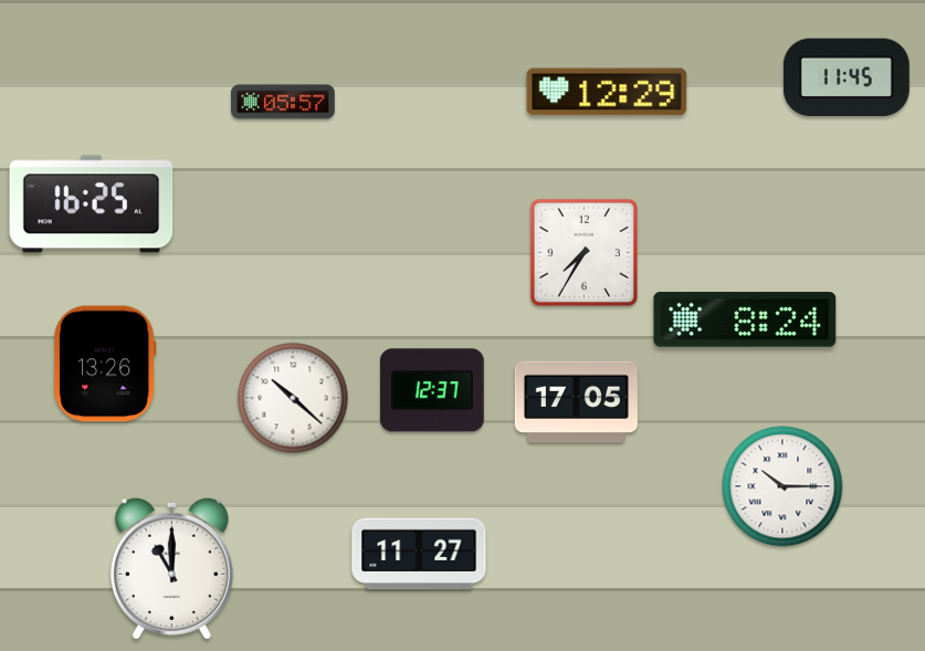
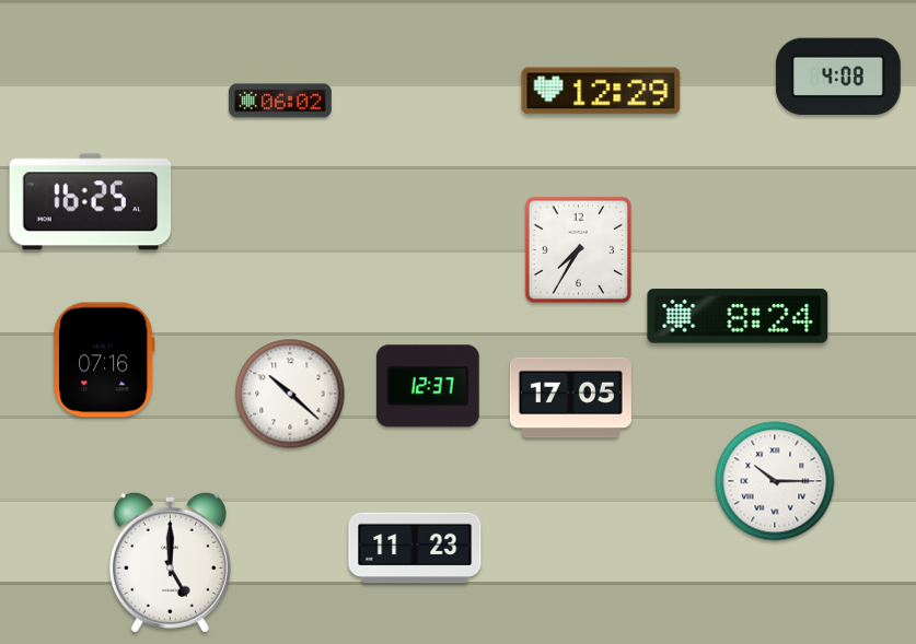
clock at (847, 77): 11:45 -> 4:08
clock at (283, 102): 05:57 -> 06:02
clock at (106, 364): 13:26 -> 07:16
clock at (419, 554): 11:27 -> 11:23
clock at (171, 568): 11:00 -> 5:00
